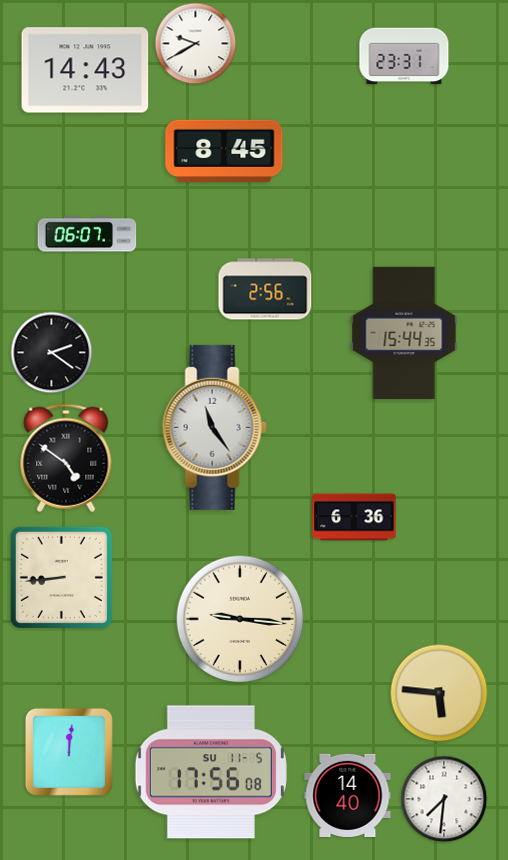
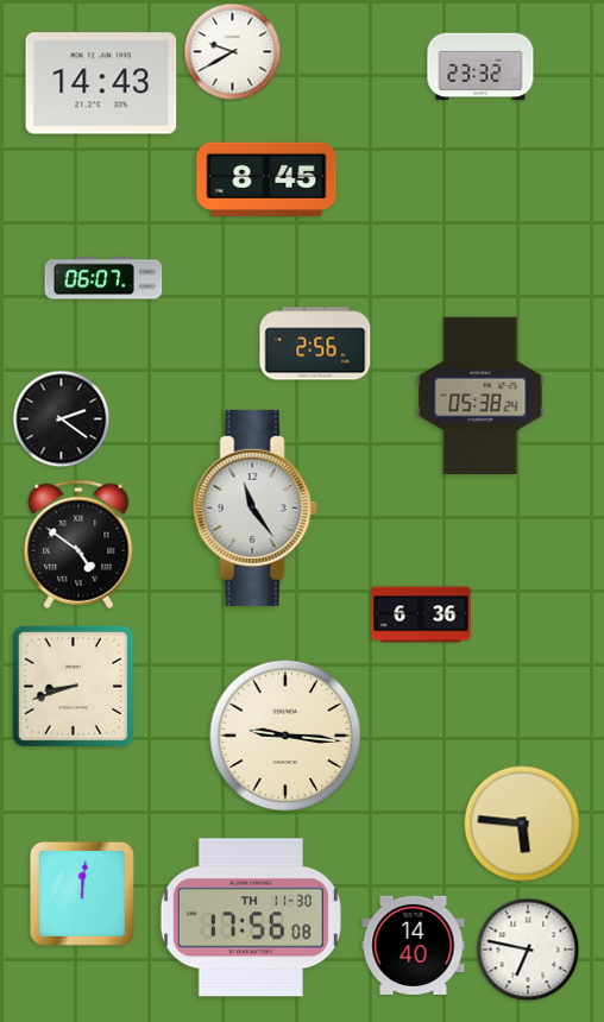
clock at (404, 56): 23:31 -> 23:32
clock at (404, 333): 15:44 -> 05:38
clock at (61, 577): 8:44 -> 8:42
clock at (211, 772) date: SU 11-5 -> TH 11-30
clock at (444, 799): 7:31 -> 6:47
